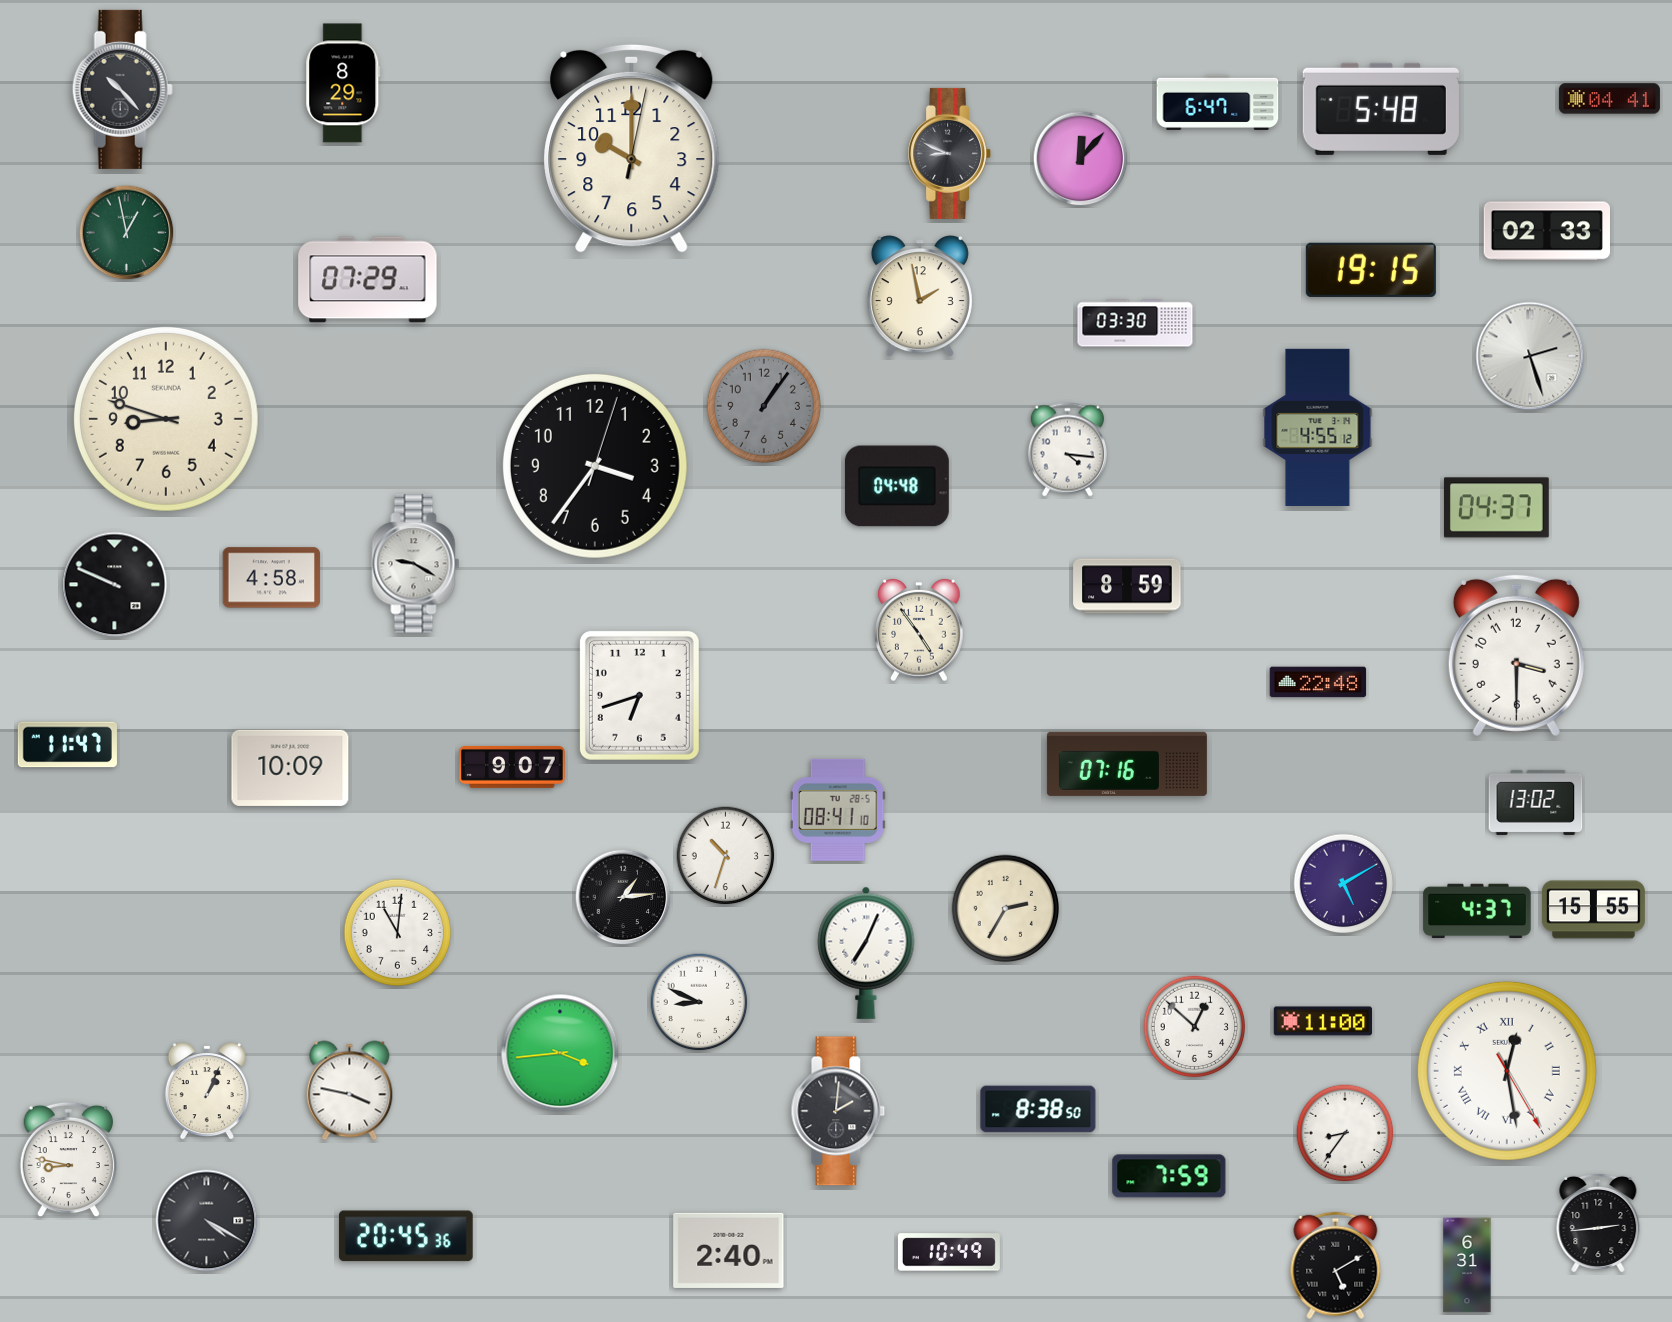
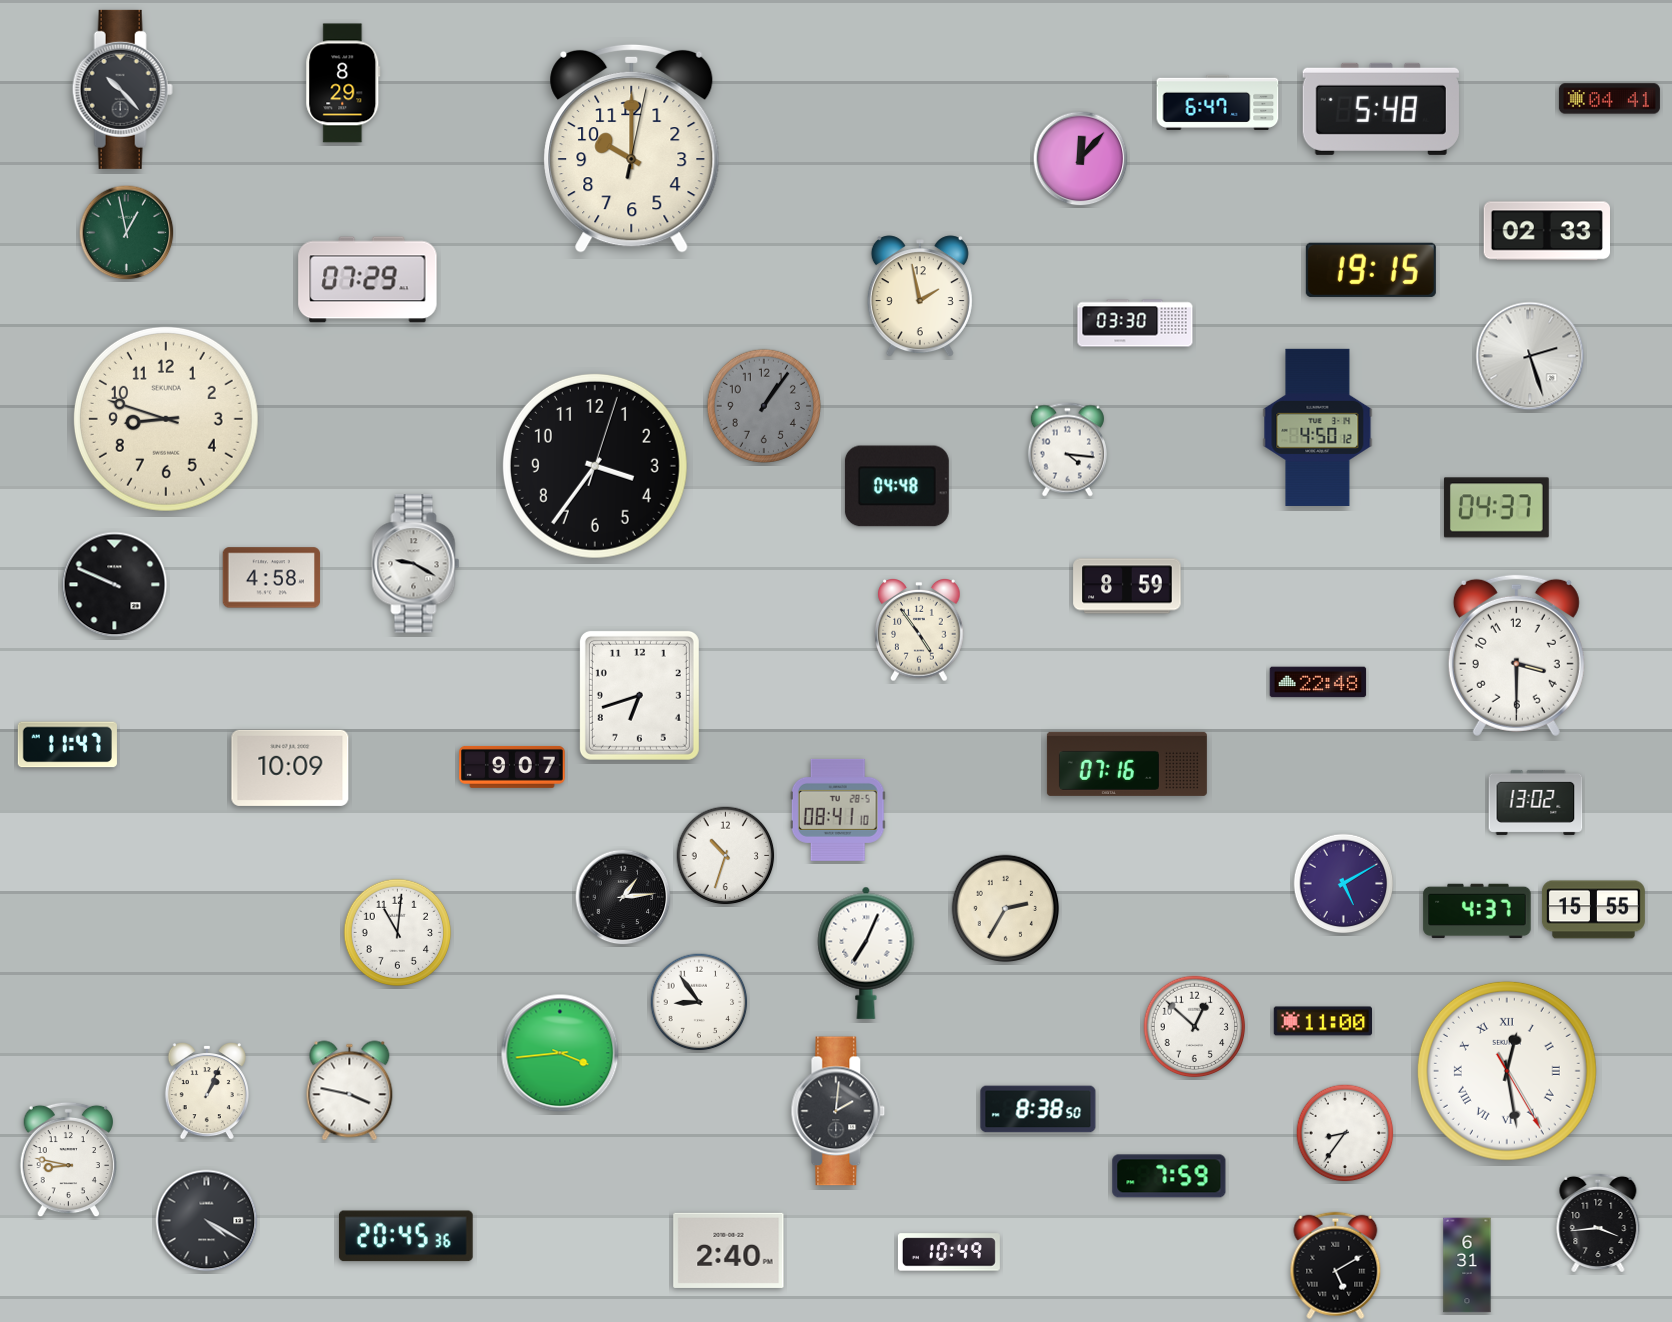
clock at (950, 153): 8:49 -> none
clock at (1318, 427): 4:55 -> 4:50
clock at (699, 1002): 8:49 -> 8:54
clock at (1598, 1223): 2:44 -> 3:44
